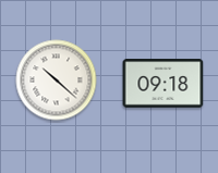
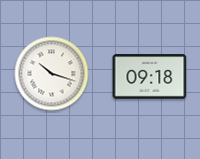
clock at (57, 81): 10:22 -> 10:18
